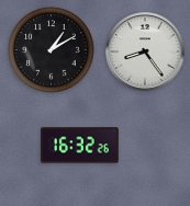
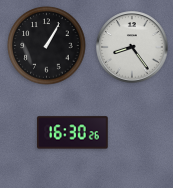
clock at (52, 50): 1:10 -> 1:05
clock at (80, 146): 16:32 -> 16:30
